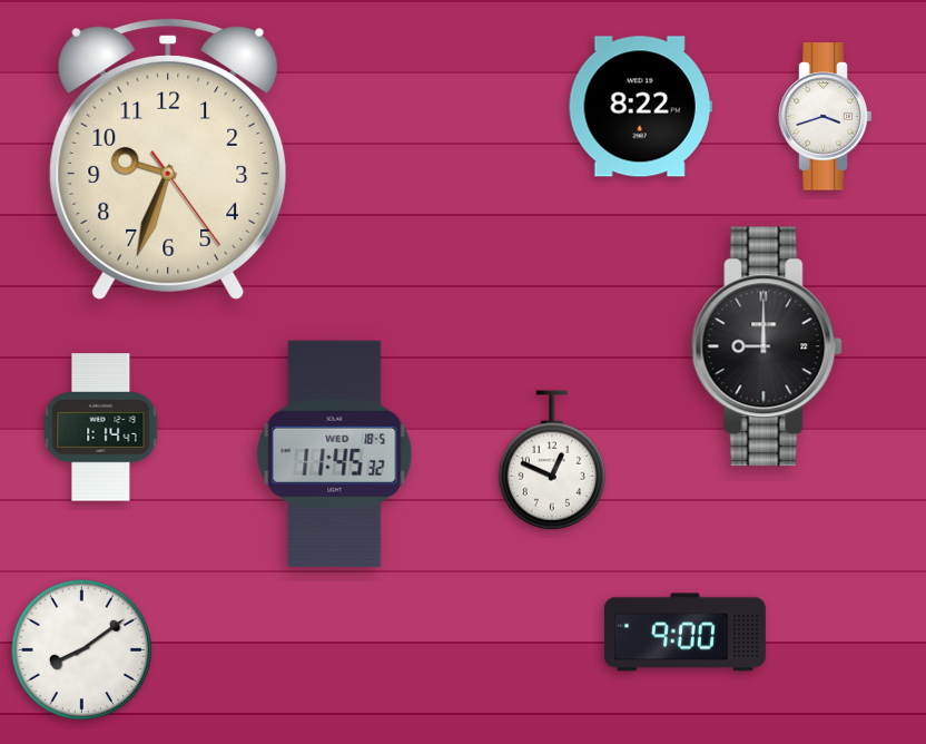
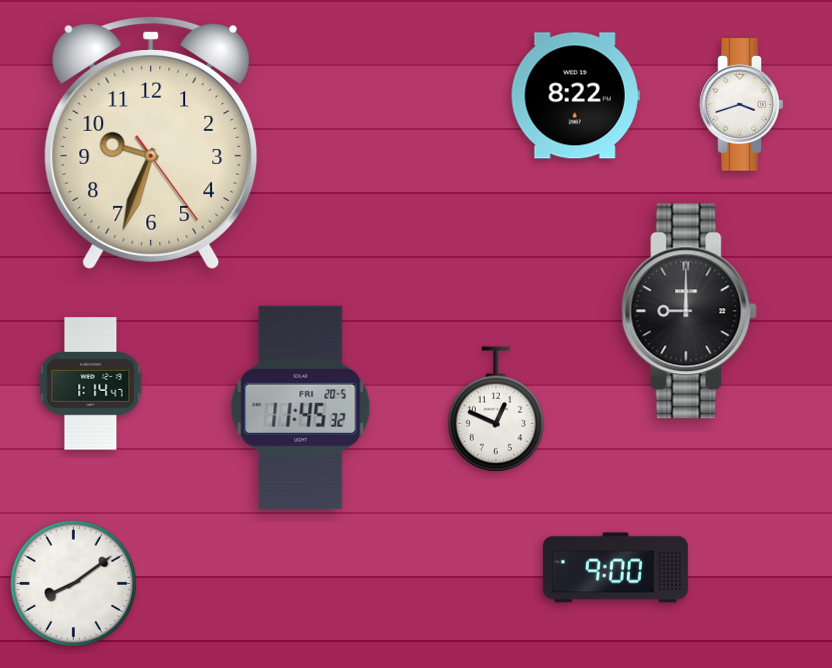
clock at (335, 453) date: WED 18-5 -> FRI 20-5
clock at (551, 460) position: (551, 460) -> (495, 409)
